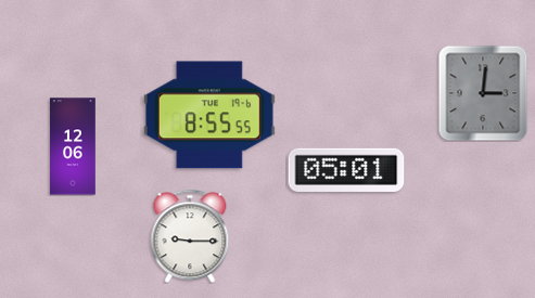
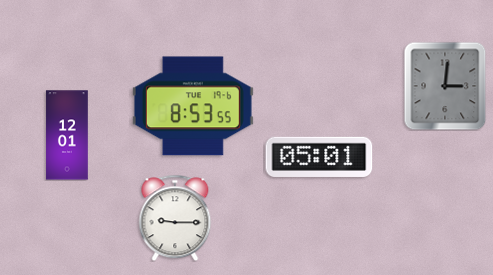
clock at (209, 115): 8:55 -> 8:53
clock at (73, 146): 12:06 -> 12:01
